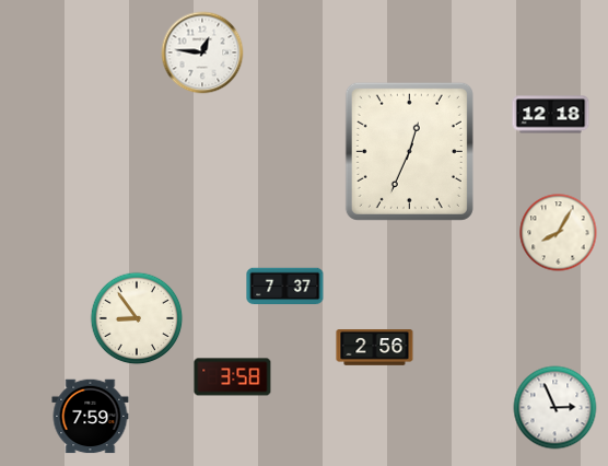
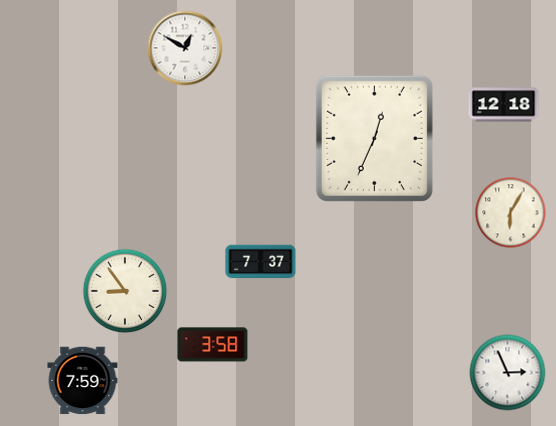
clock at (202, 53): 12:46 -> 12:50
clock at (559, 233): 8:05 -> 6:05
clock at (375, 348): 2:56 -> none
